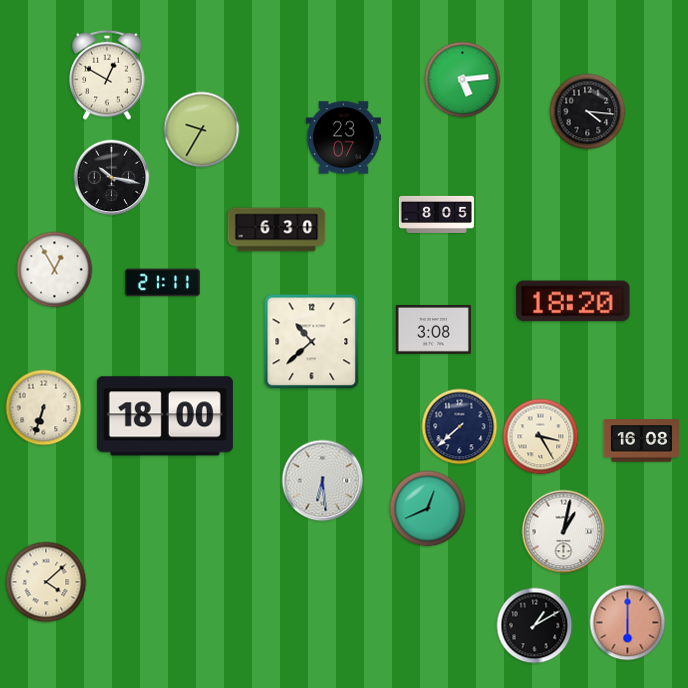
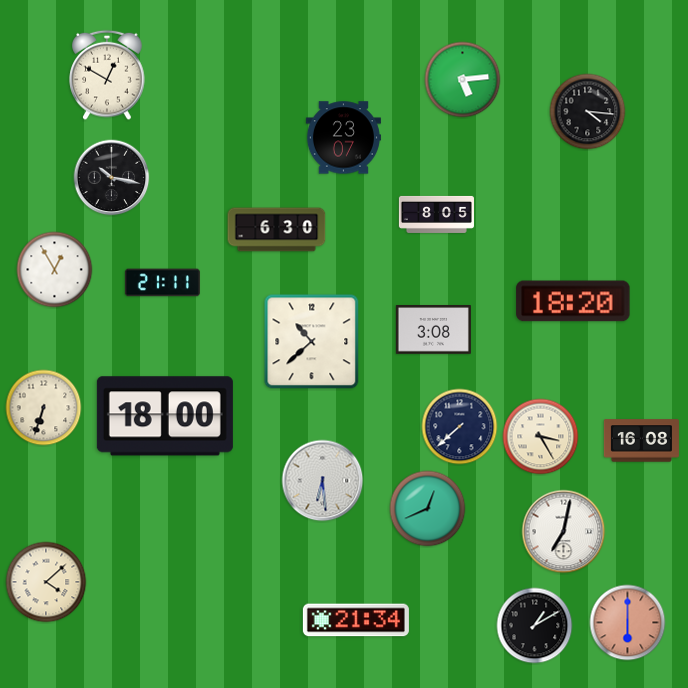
clock at (202, 130): 9:35 -> none
clock at (564, 532): 1:02 -> 7:02
clock at (356, 620): none -> 21:34
